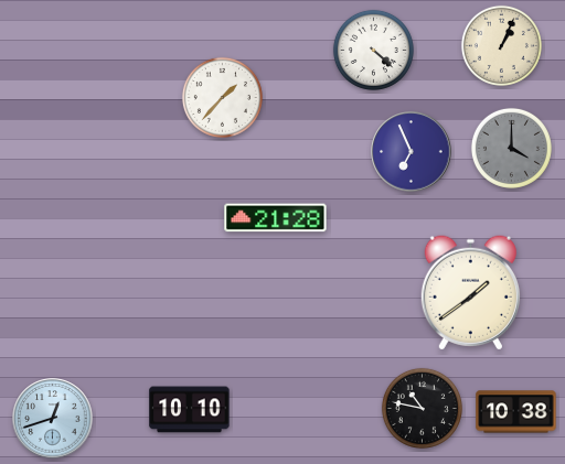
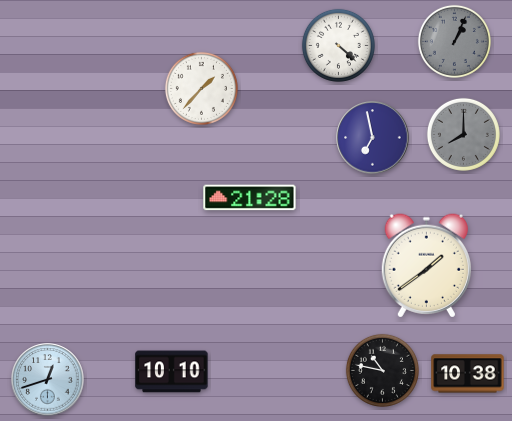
clock at (501, 45) dial: cream -> grey
clock at (511, 148): 4:00 -> 8:00
clock at (412, 152): 6:56 -> 6:58
